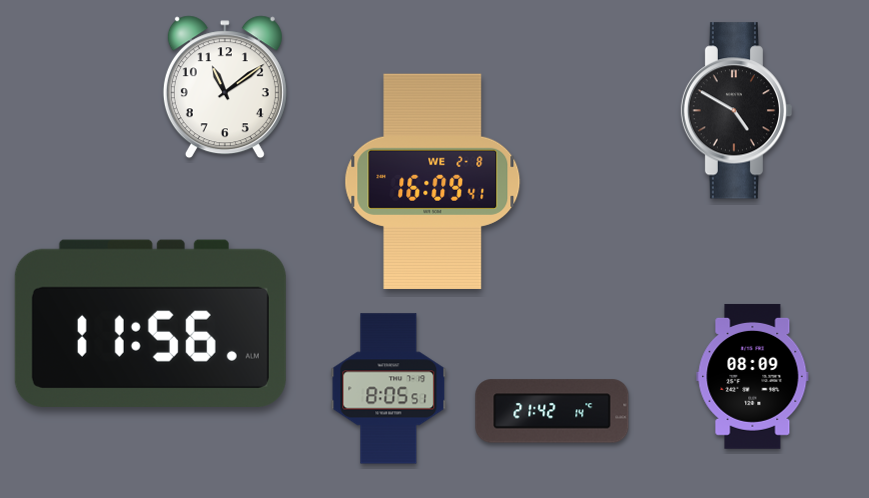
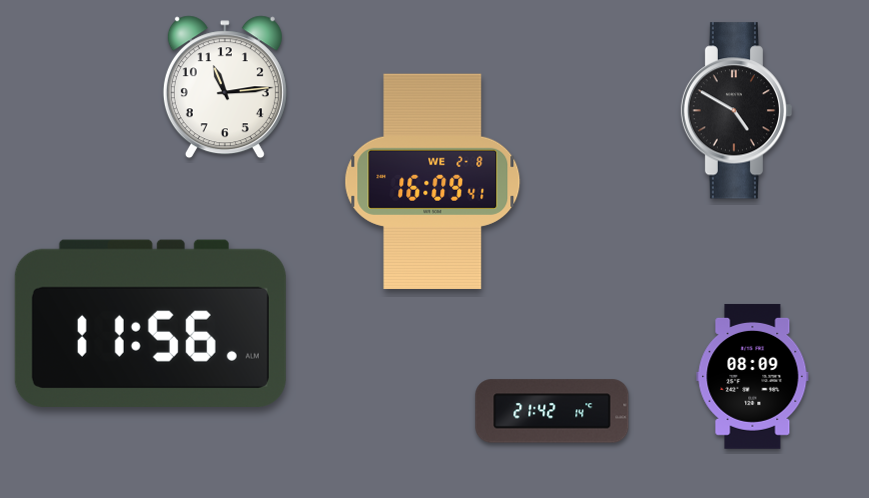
clock at (225, 87): 11:09 -> 11:14
clock at (389, 389): 8:05 -> none
